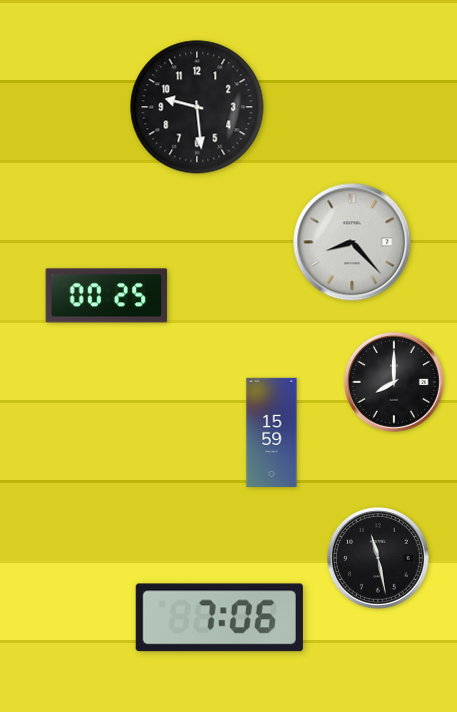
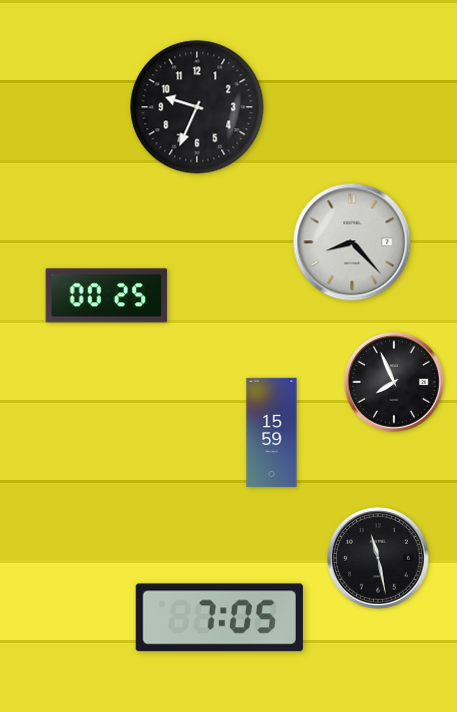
clock at (197, 107): 9:29 -> 9:34
clock at (394, 382): 8:00 -> 7:56
clock at (219, 618): 7:06 -> 7:05
